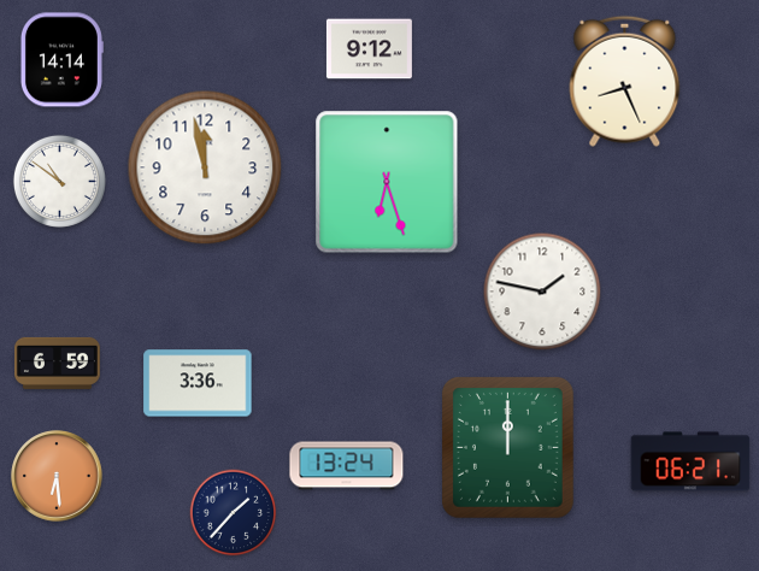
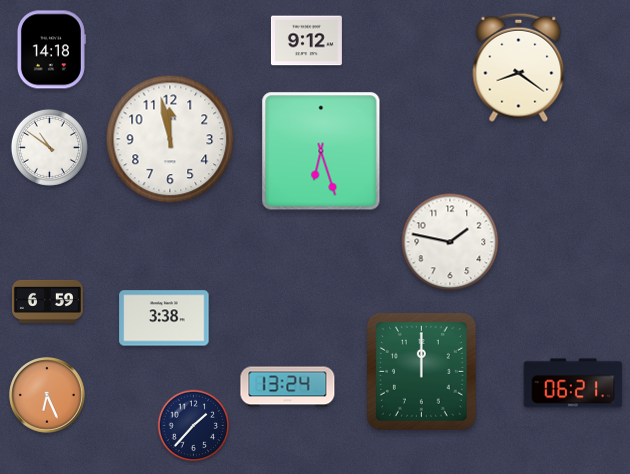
clock at (61, 60): 14:14 -> 14:18
clock at (625, 81): 8:26 -> 8:21
clock at (59, 181) position: (59, 181) -> (49, 147)
clock at (198, 383): 3:36 -> 3:38
clock at (57, 476): 6:29 -> 6:26
